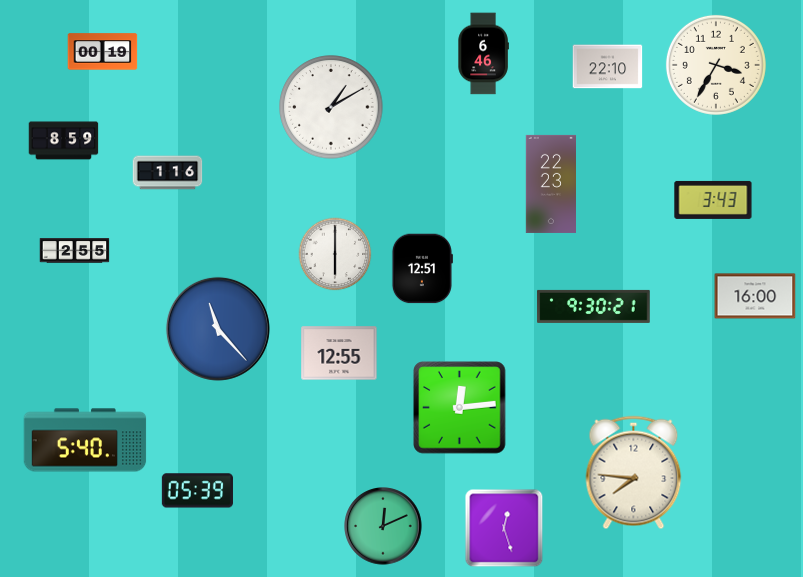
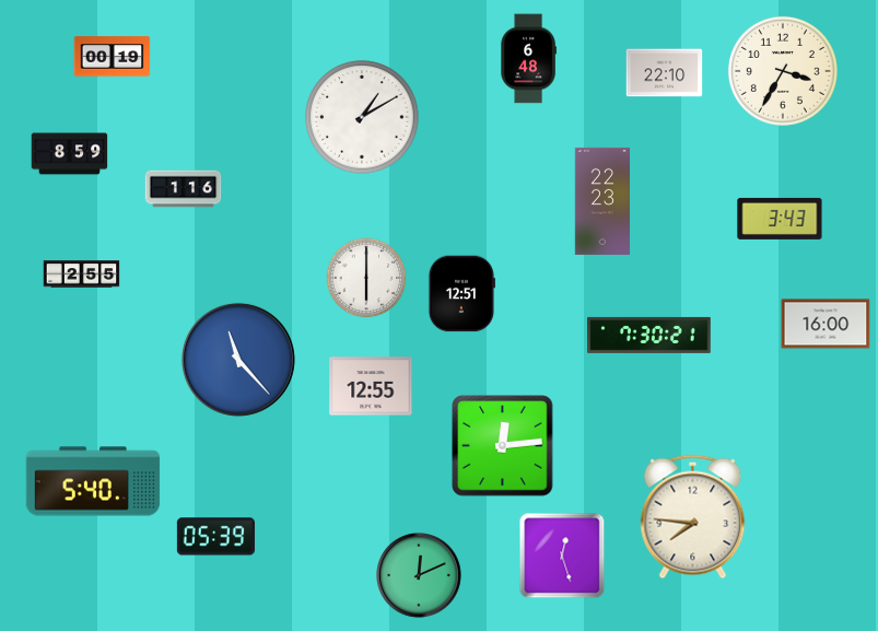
clock at (483, 54): 6:46 -> 6:48
clock at (594, 306): 9:30 -> 7:30
clock at (504, 528) position: (504, 528) -> (562, 556)
